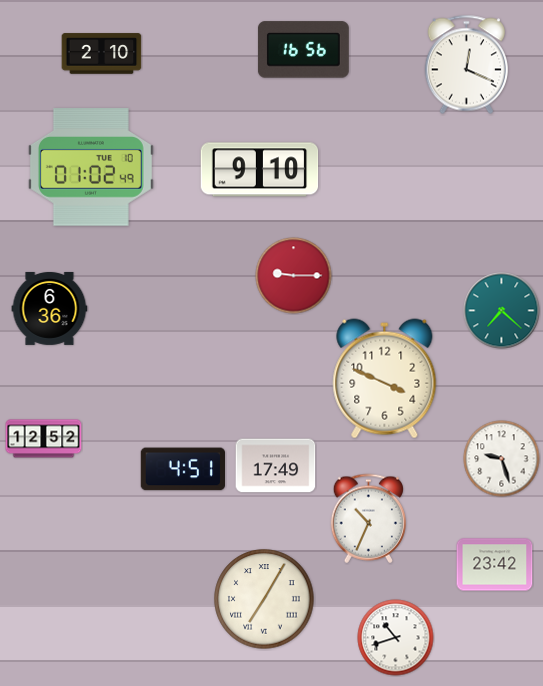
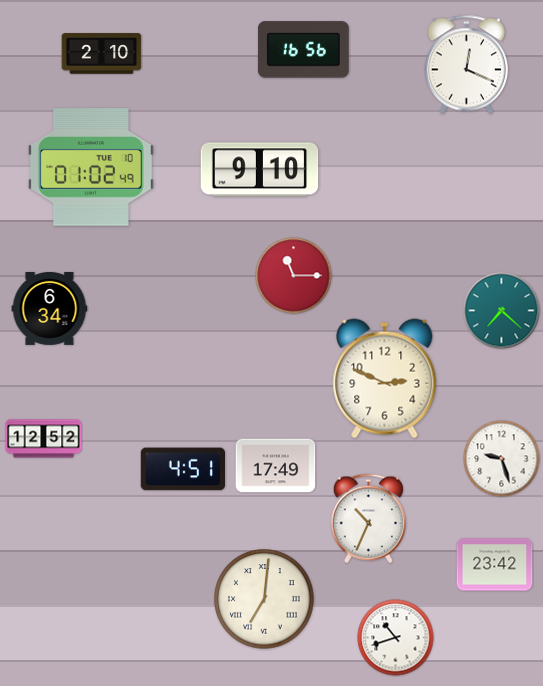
clock at (294, 276): 9:15 -> 11:15
clock at (50, 308): 6:36 -> 6:34
clock at (385, 379): 3:49 -> 2:49
clock at (264, 599): 7:05 -> 7:01
